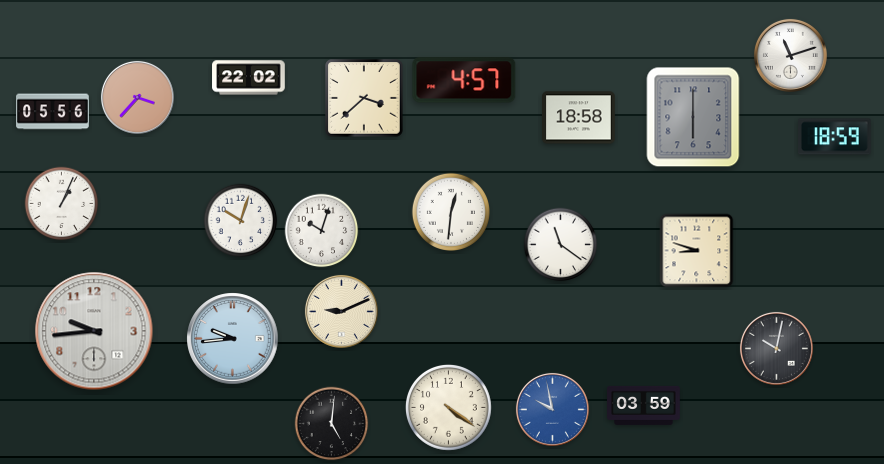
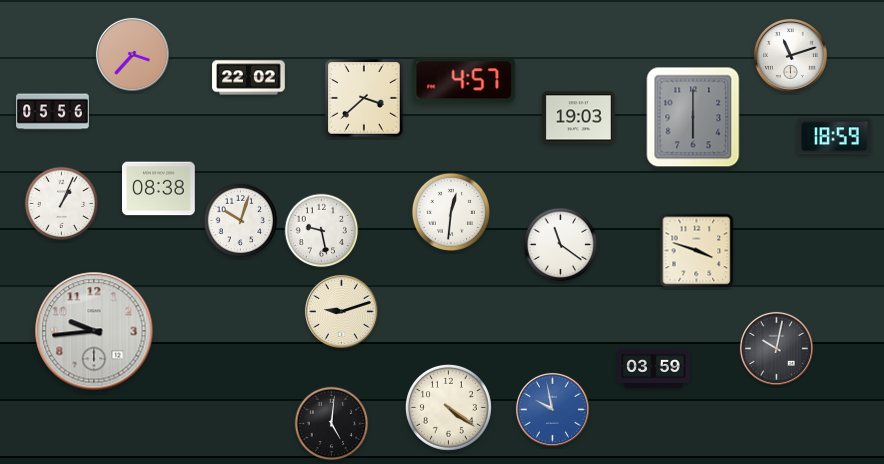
clock at (137, 97) position: (137, 97) -> (132, 54)
clock at (579, 118): 18:58 -> 19:03
clock at (159, 189): none -> 08:38
clock at (322, 231): 10:03 -> 9:28
clock at (697, 251): 8:48 -> 3:48
clock at (341, 311): 9:11 -> 9:12
clock at (233, 339): 9:44 -> none
clock at (644, 405) position: (644, 405) -> (654, 368)
